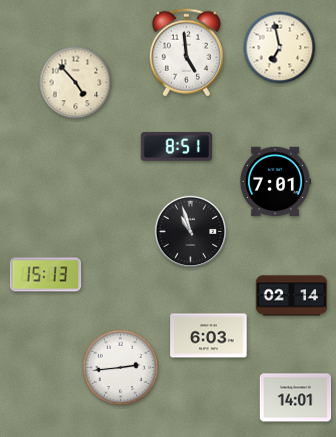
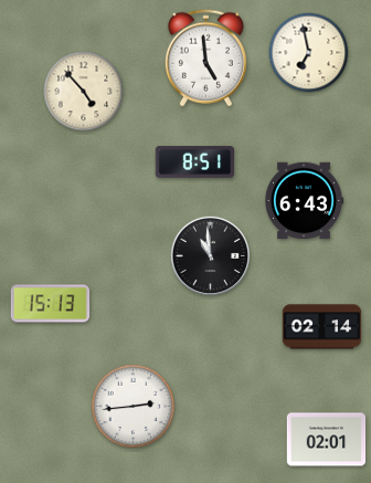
clock at (275, 182): 7:01 -> 6:43
clock at (191, 232): 10:57 -> 10:59
clock at (209, 336): 6:03 -> none
clock at (296, 398): 14:01 -> 02:01
